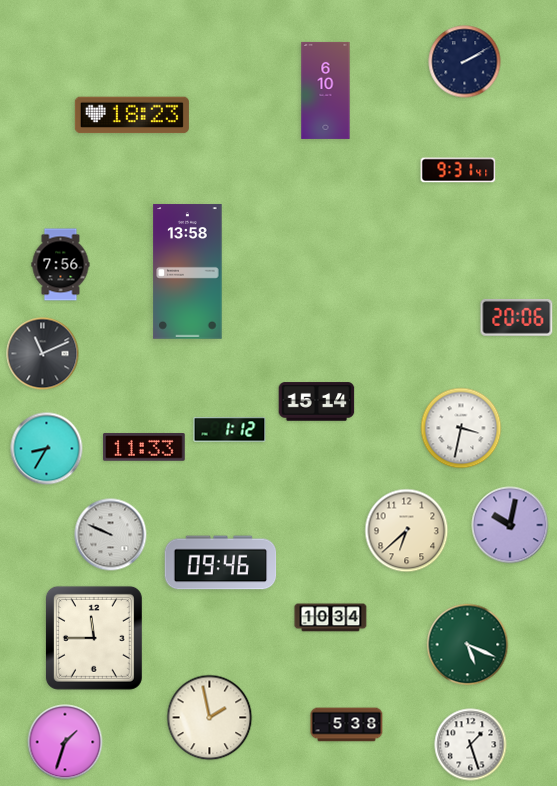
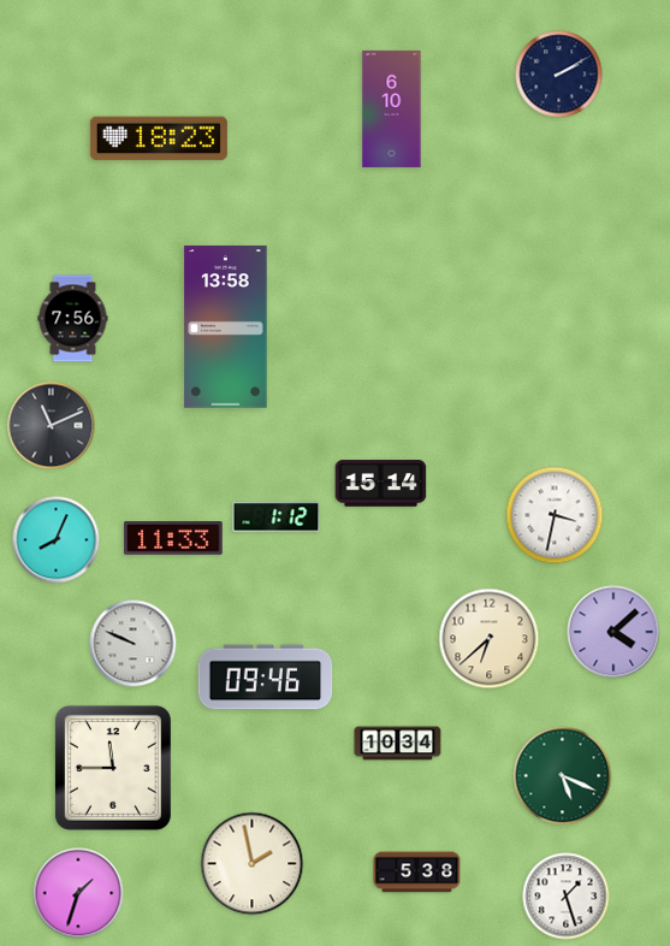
clock at (458, 170): 9:31 -> none
clock at (517, 317): 20:06 -> none
clock at (47, 449): 8:35 -> 8:04
clock at (510, 525): 10:02 -> 4:08
